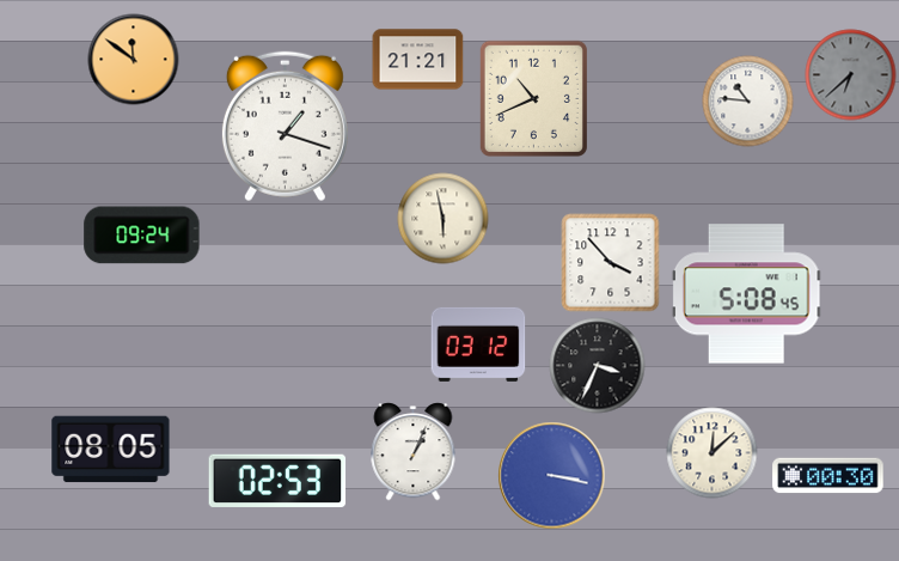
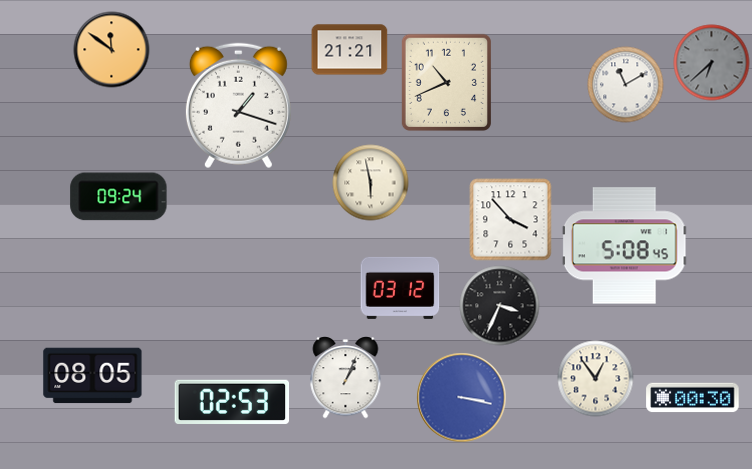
clock at (748, 102): 10:46 -> 11:10
clock at (713, 453): 12:08 -> 12:54
